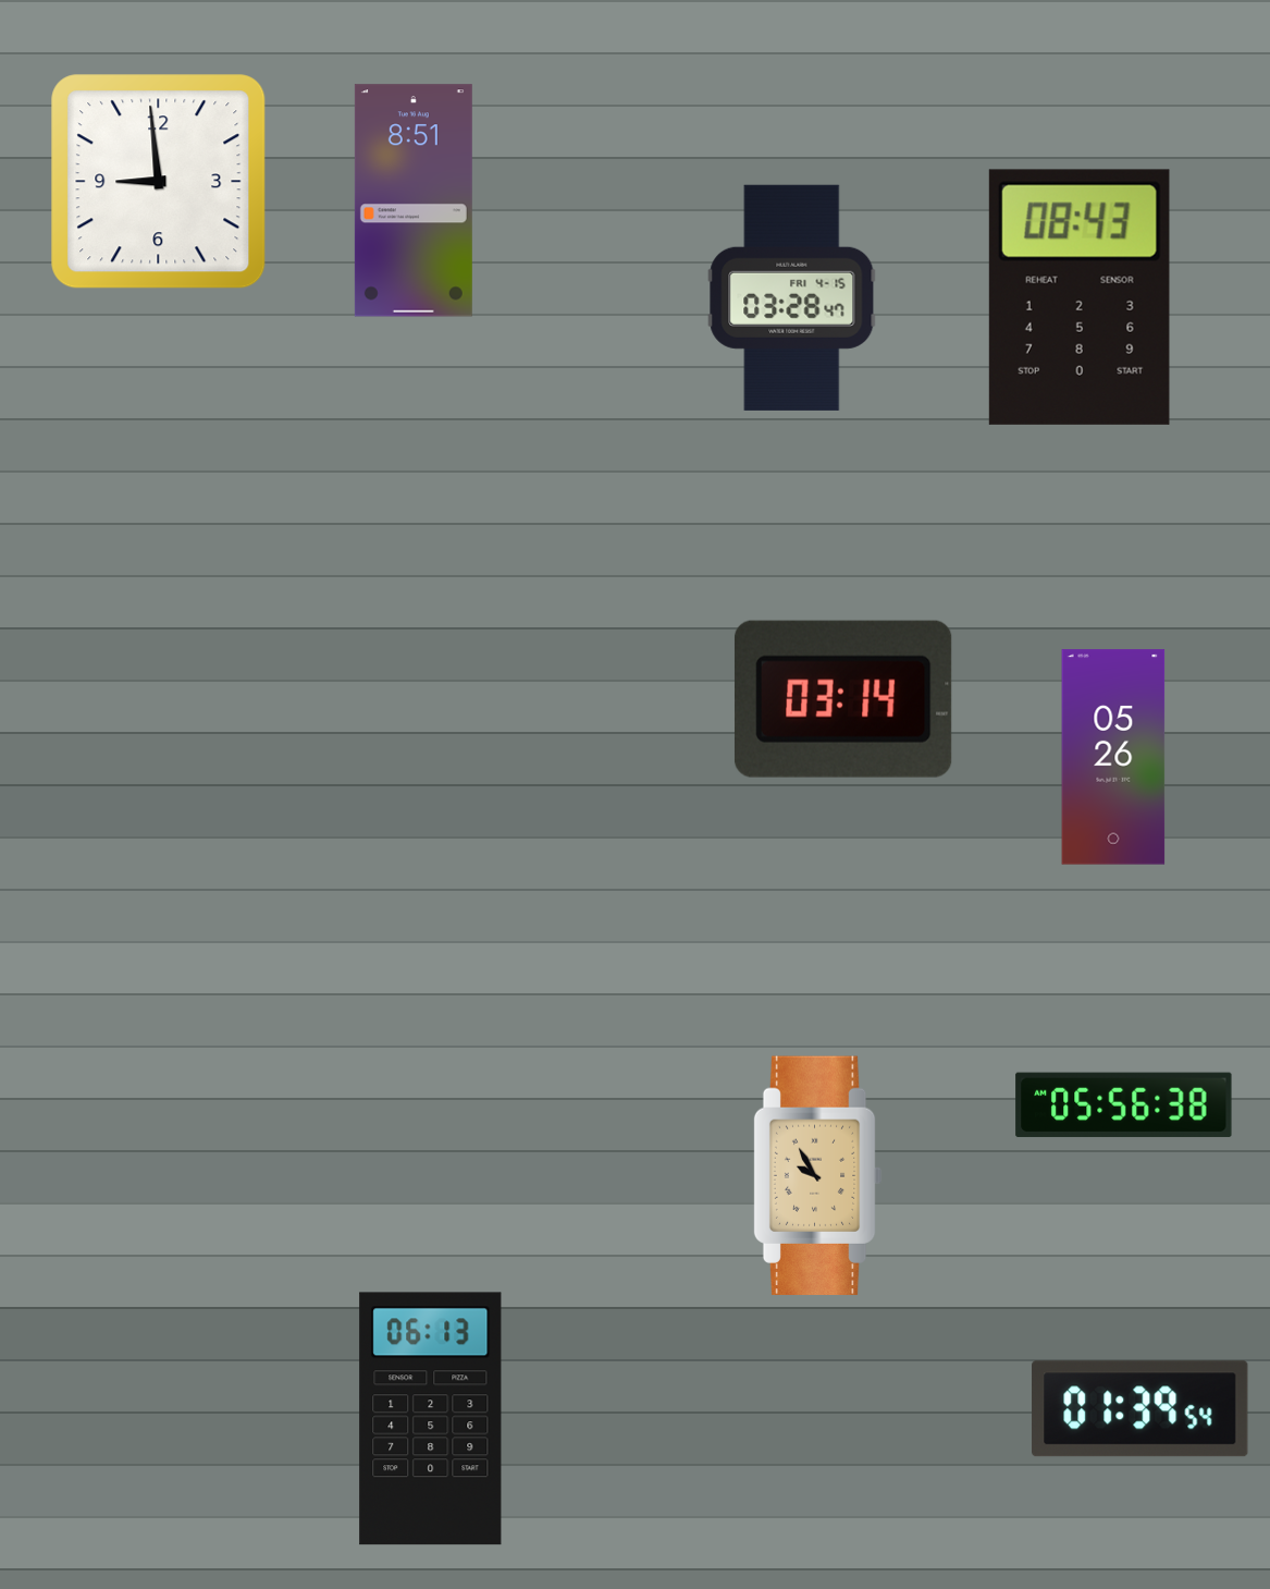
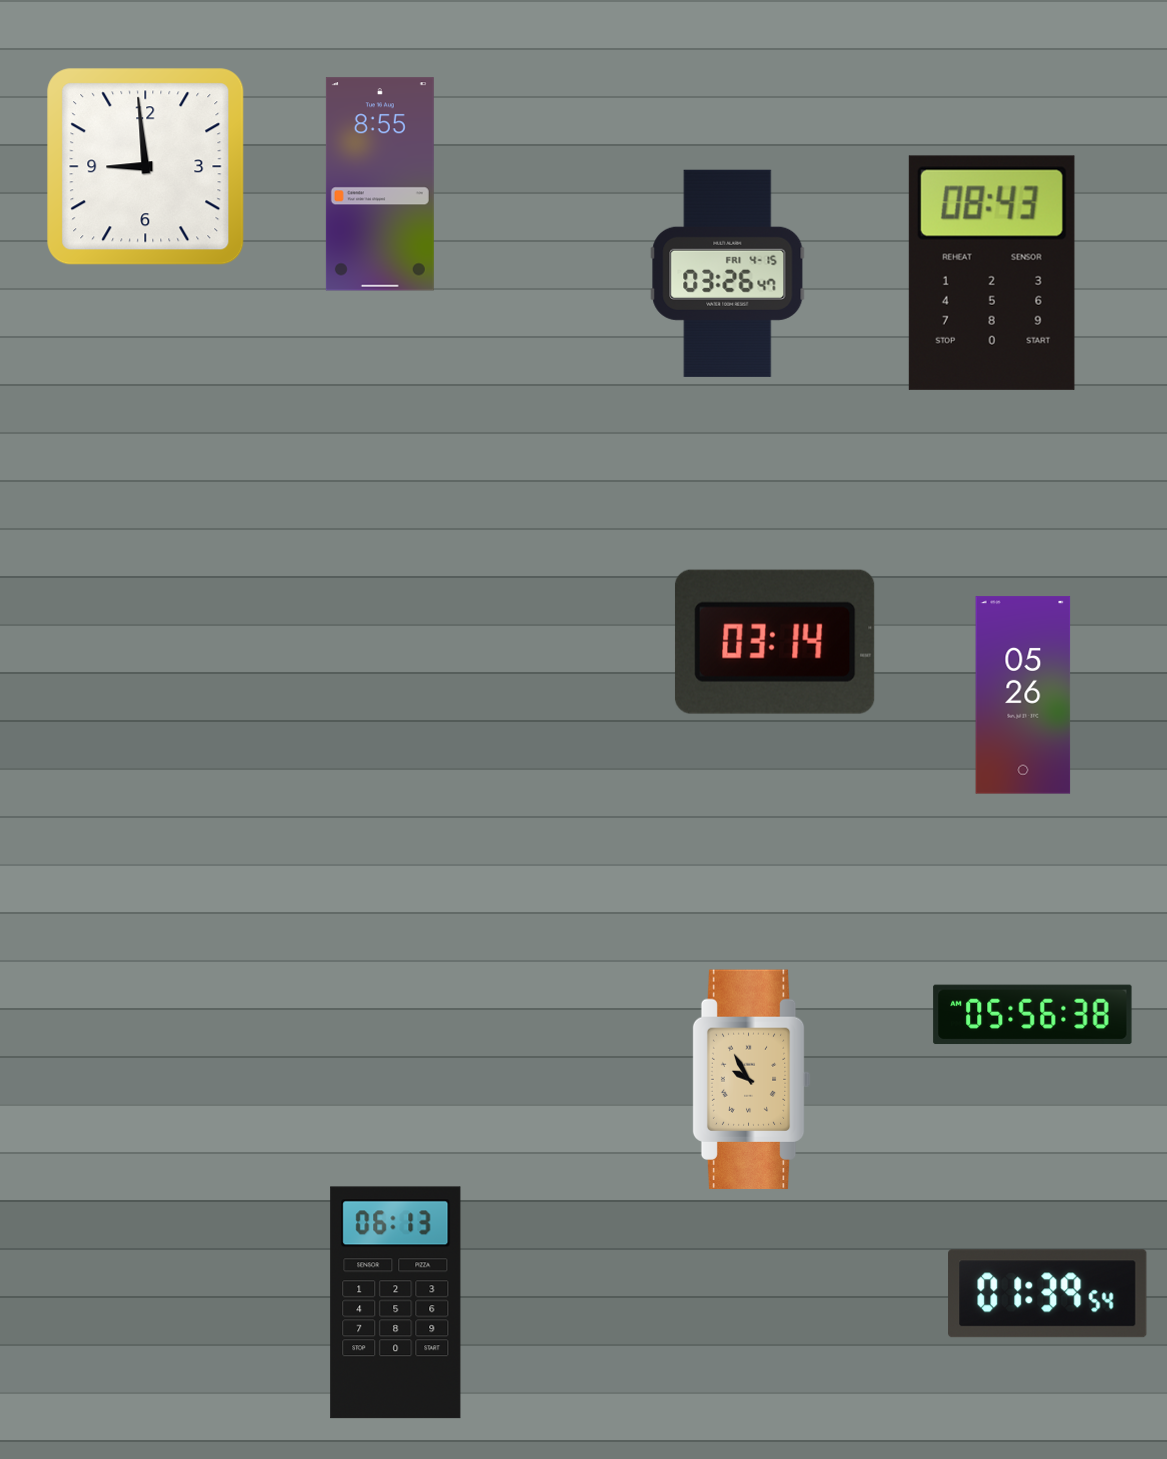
clock at (414, 200): 8:51 -> 8:55
clock at (792, 297): 03:28 -> 03:26
